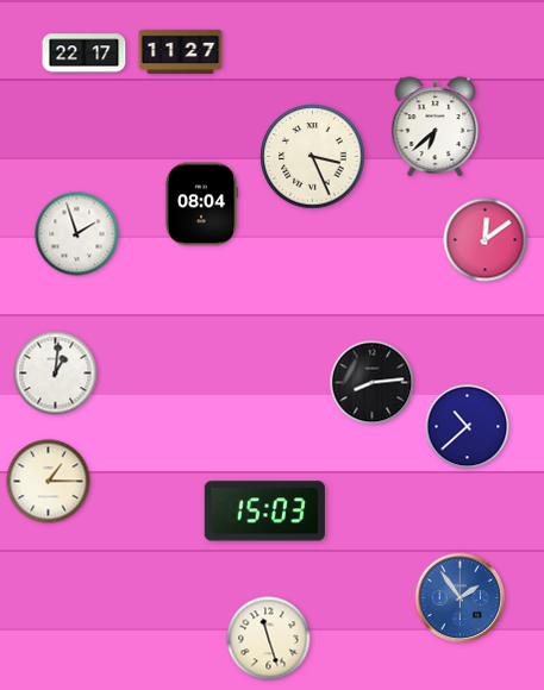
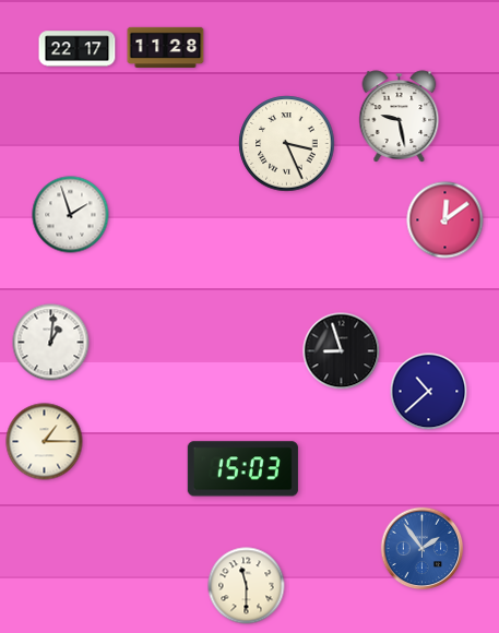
clock at (181, 51): 11:27 -> 11:28
clock at (436, 127): 6:38 -> 9:28
clock at (201, 205): 08:04 -> none
clock at (373, 383): 8:14 -> 8:57
clock at (269, 639): 11:27 -> 11:30
